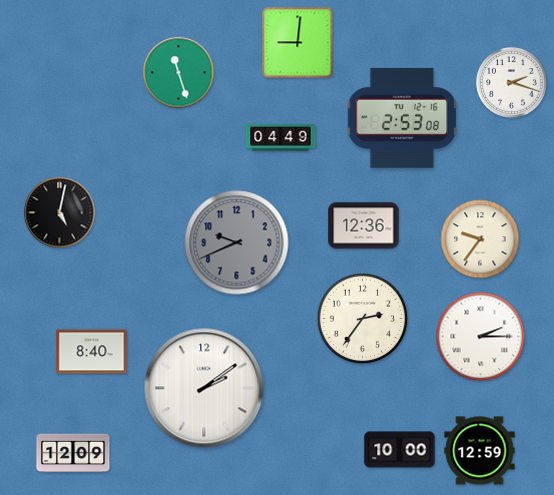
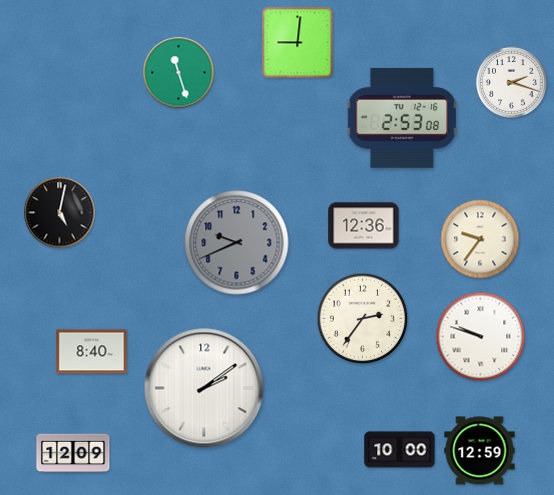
clock at (281, 138): 04:49 -> none
clock at (481, 337): 2:15 -> 9:48
